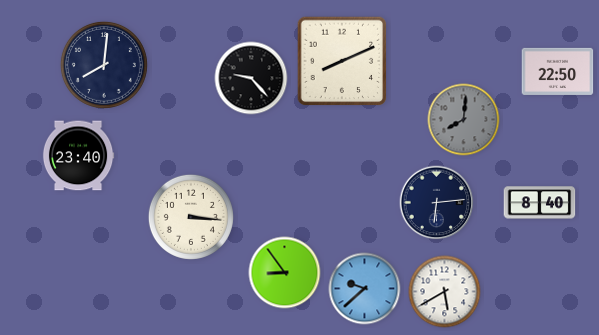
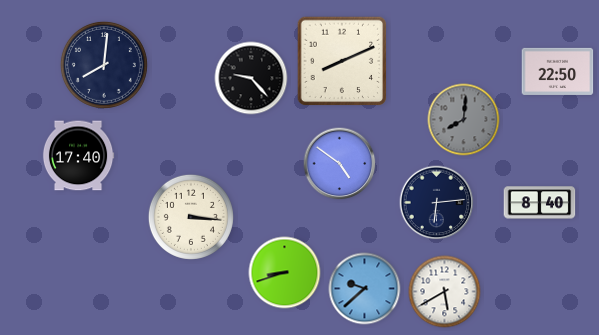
clock at (78, 156): 23:40 -> 17:40
clock at (340, 164): none -> 4:51
clock at (285, 273): 8:54 -> 8:42
